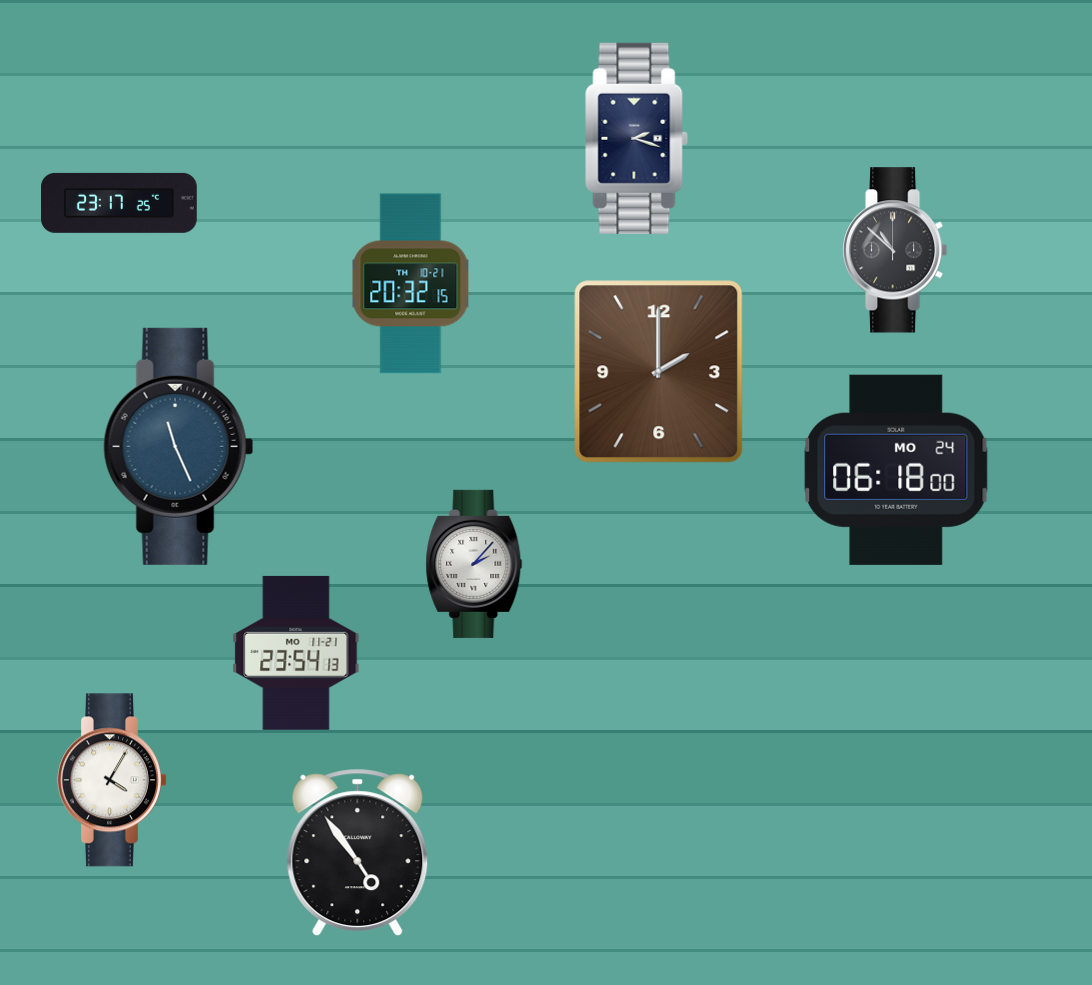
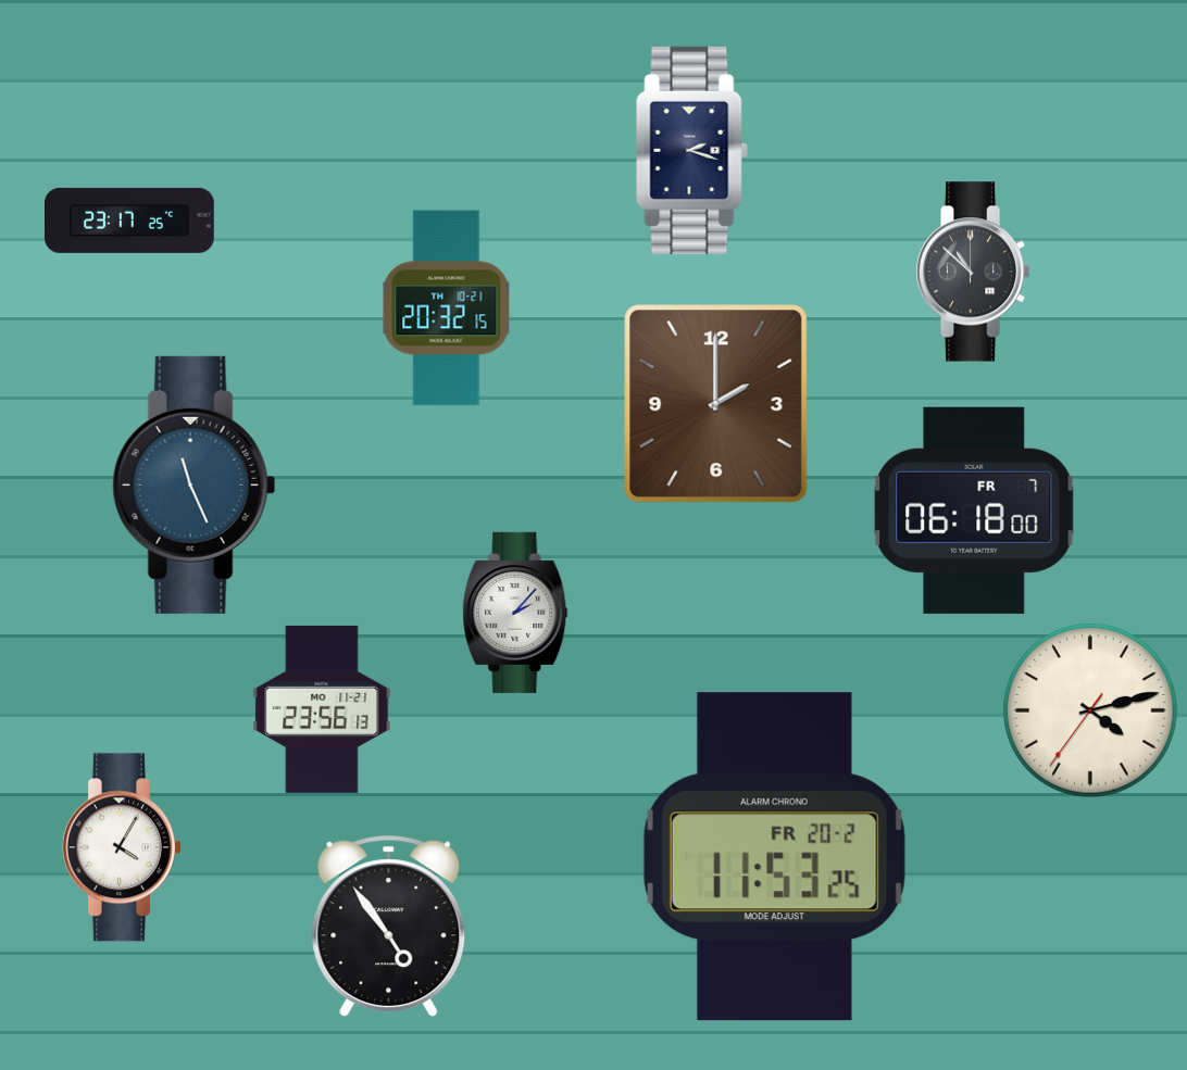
clock at (896, 470) date: MO 24 -> FR 7
clock at (296, 653): 23:54 -> 23:56
clock at (1090, 710): none -> 4:12
clock at (774, 857): none -> 11:53
